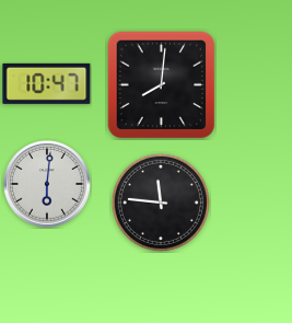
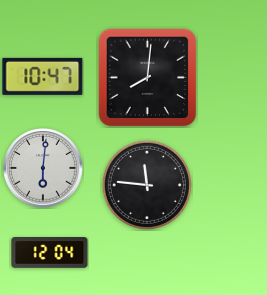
clock at (50, 253): none -> 12:04
